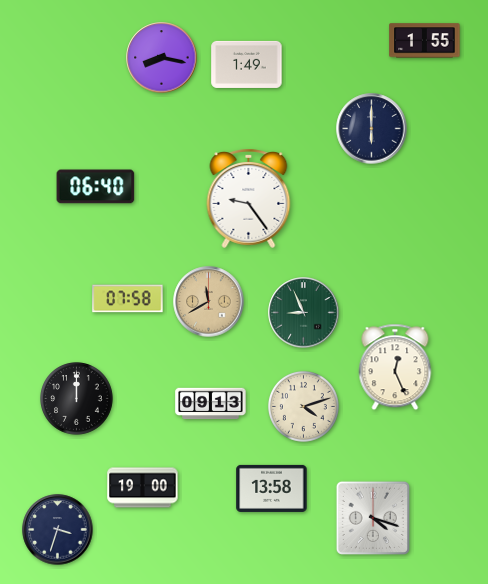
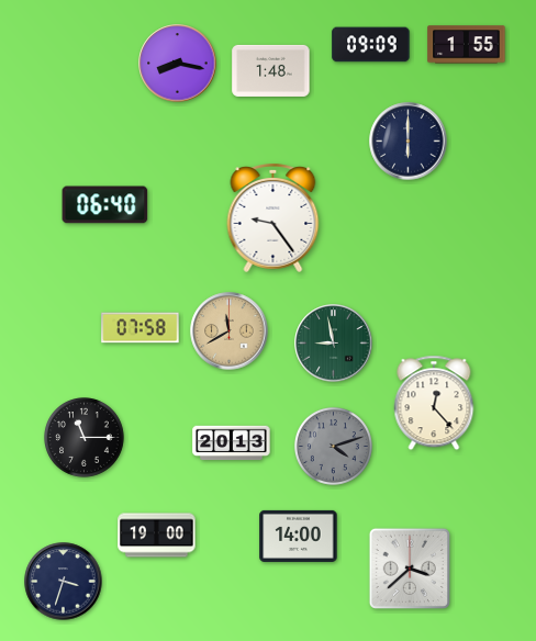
clock at (371, 45): none -> 09:09
clock at (247, 64): 1:49 -> 1:48
clock at (304, 313): 8:56 -> 8:58
clock at (395, 367): 12:26 -> 12:23
clock at (77, 399): 12:00 -> 11:15
clock at (211, 404): 09:13 -> 20:13
clock at (303, 406) dial: cream -> grey
clock at (272, 488): 13:58 -> 14:00
clock at (373, 518): 4:18 -> 3:38
